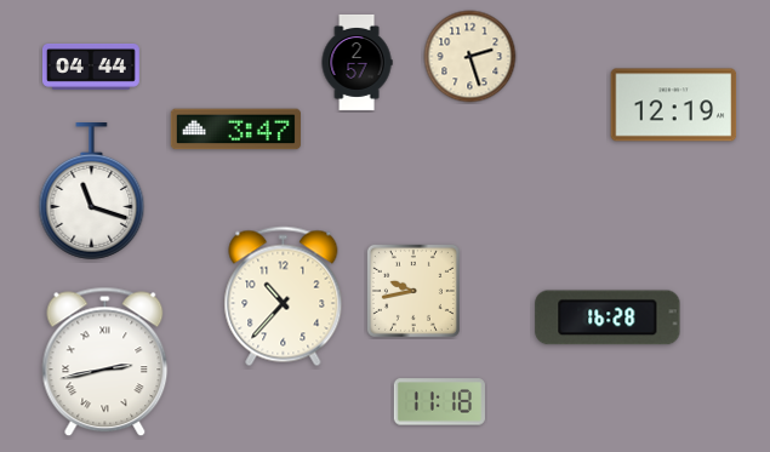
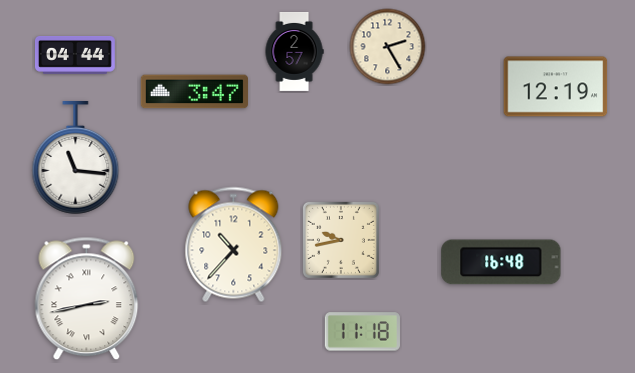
clock at (470, 57): 2:27 -> 2:25
clock at (235, 130) position: (235, 130) -> (194, 92)
clock at (92, 191): 11:18 -> 11:16
clock at (608, 317): 16:28 -> 16:48
